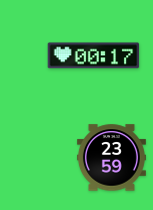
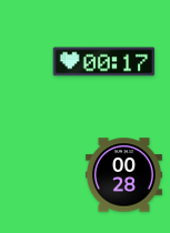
clock at (111, 158): 23:59 -> 00:28
